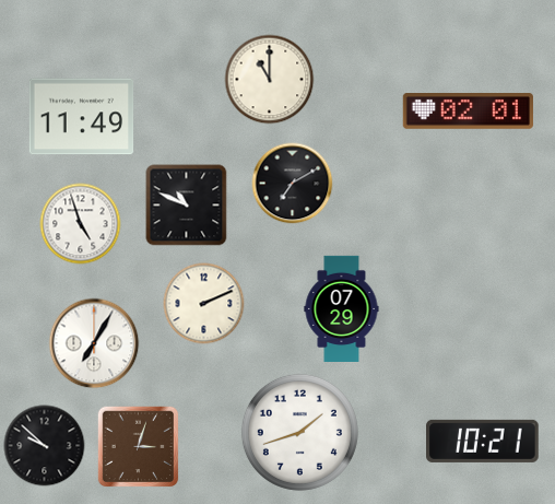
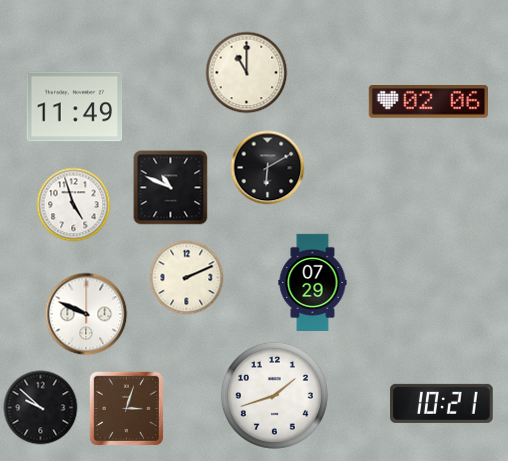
clock at (468, 112): 02:01 -> 02:06
clock at (293, 184): 7:10 -> 6:10
clock at (94, 343): 7:05 -> 9:49
